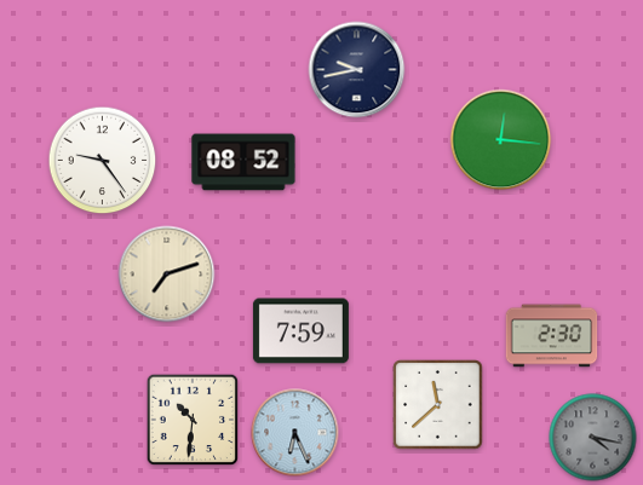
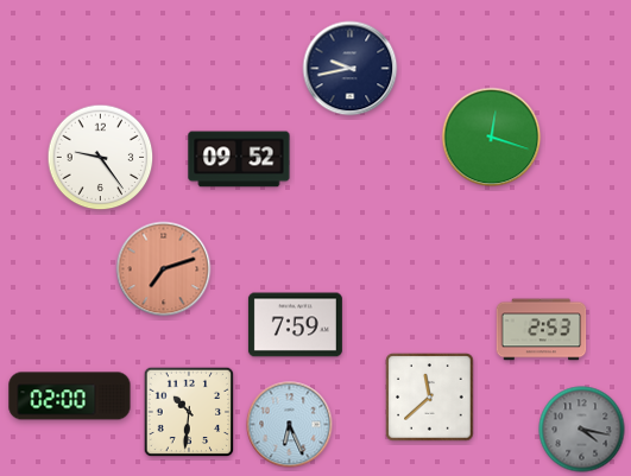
clock at (501, 140): 12:16 -> 12:18
clock at (243, 162): 08:52 -> 09:52
clock at (167, 275) dial: cream -> salmon
clock at (552, 336): 2:30 -> 2:53
clock at (70, 396): none -> 02:00
